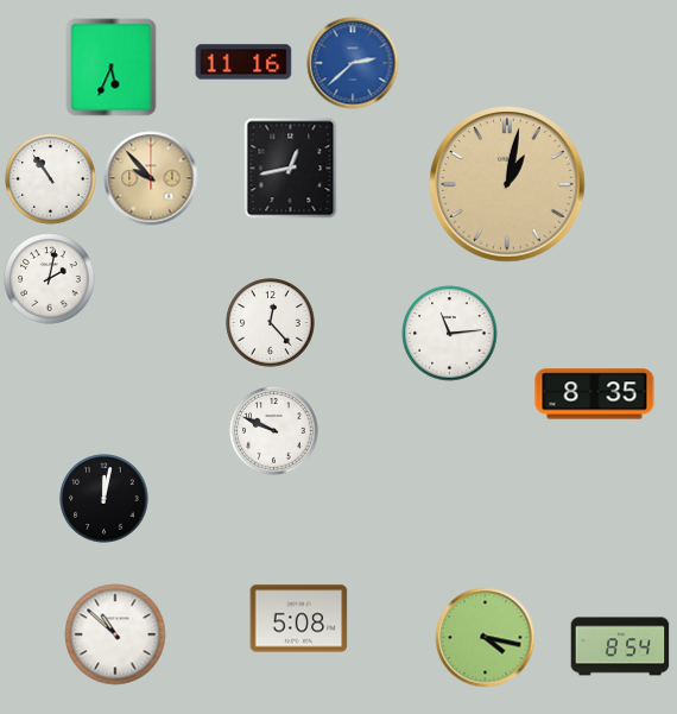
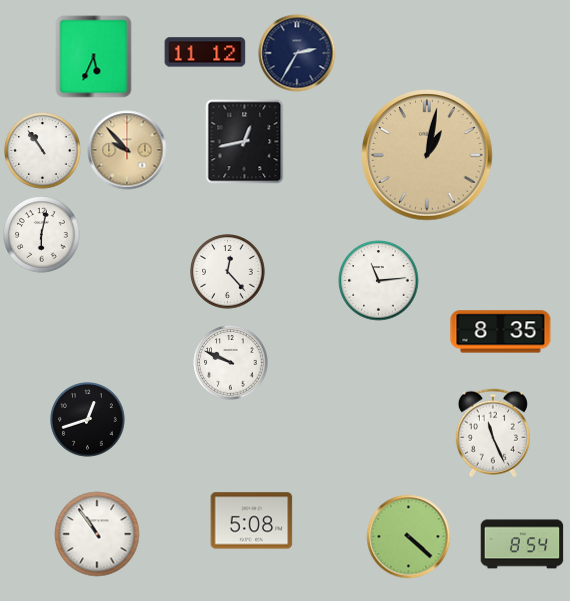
clock at (243, 62): 11:16 -> 11:12
clock at (353, 63): 2:38 -> 2:35
clock at (353, 63) dial: blue -> navy
clock at (50, 279): 2:02 -> 6:02
clock at (105, 499): 12:02 -> 12:42
clock at (493, 433): none -> 11:26
clock at (115, 634): 10:52 -> 10:54
clock at (486, 638): 4:17 -> 4:22
